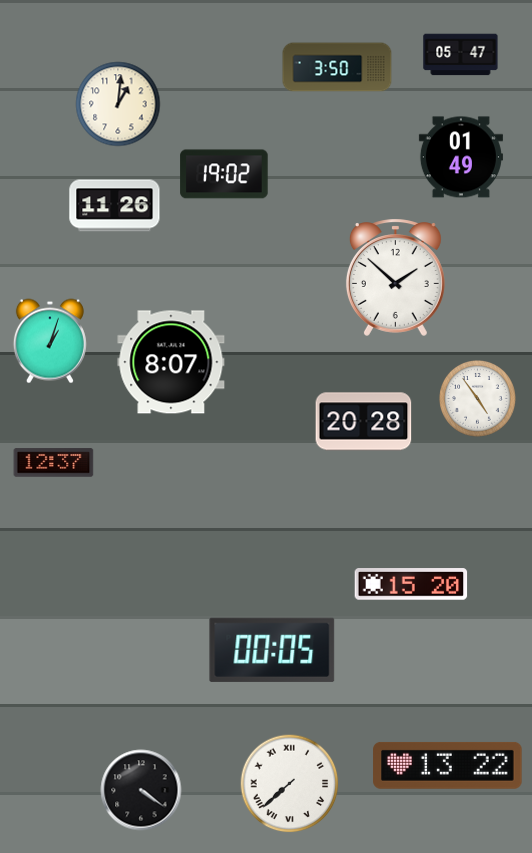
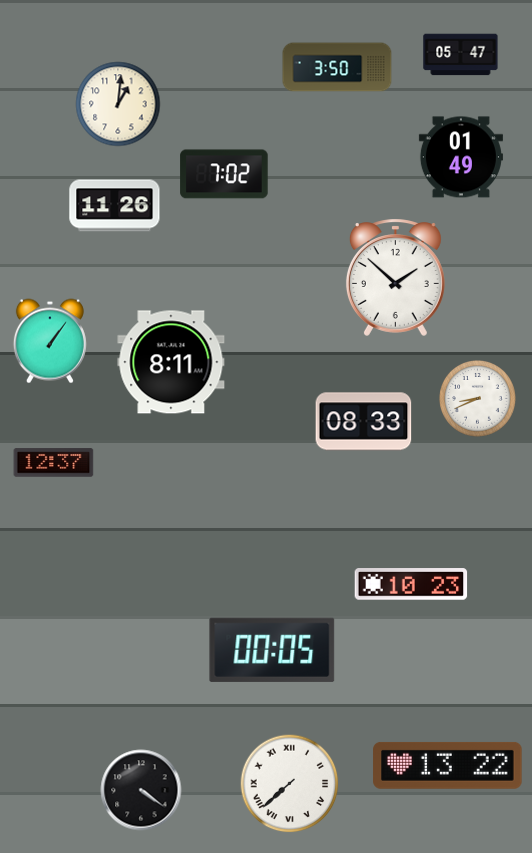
clock at (224, 174): 19:02 -> 7:02
clock at (50, 341): 1:03 -> 1:06
clock at (171, 362): 8:07 -> 8:11
clock at (478, 399): 4:54 -> 8:41
clock at (364, 422): 20:28 -> 08:33
clock at (411, 584): 15:20 -> 10:23
